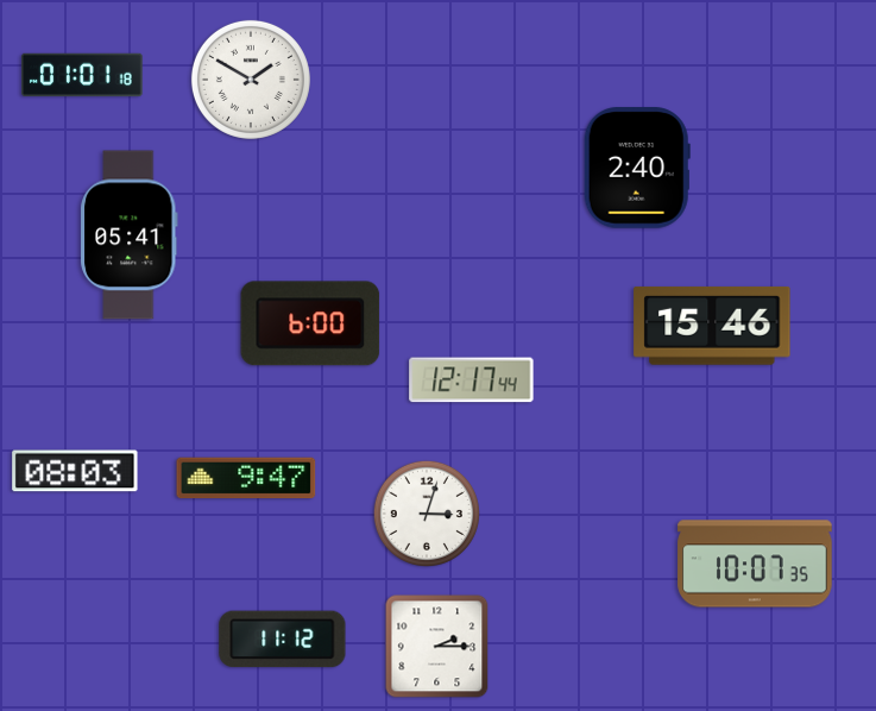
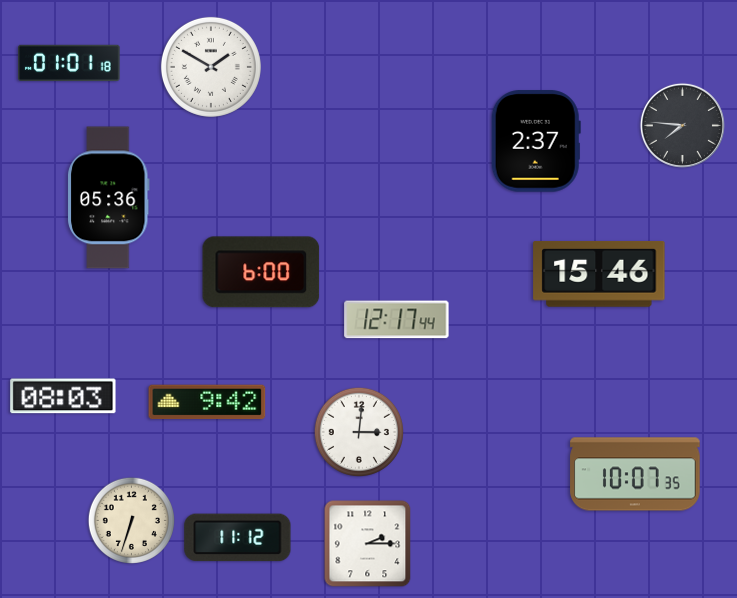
clock at (682, 125): none -> 7:46
clock at (637, 168): 2:40 -> 2:37
clock at (130, 235): 05:41 -> 05:36
clock at (246, 478): 9:47 -> 9:42
clock at (427, 514): 3:03 -> 3:01
clock at (131, 520): none -> 6:33
